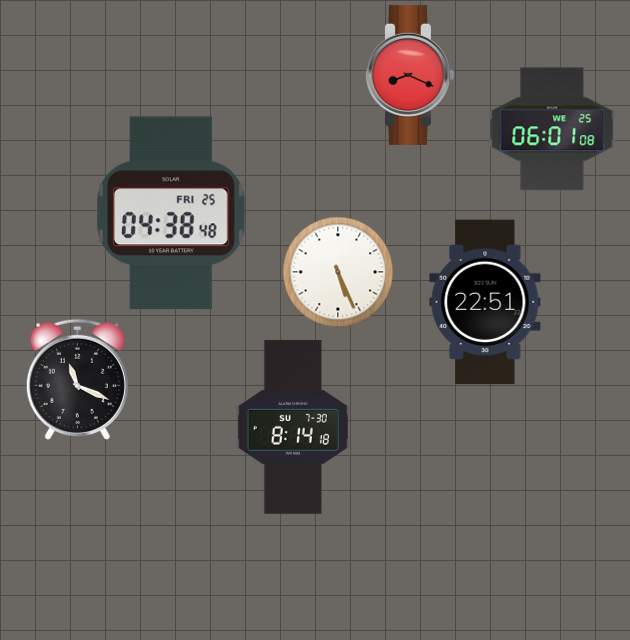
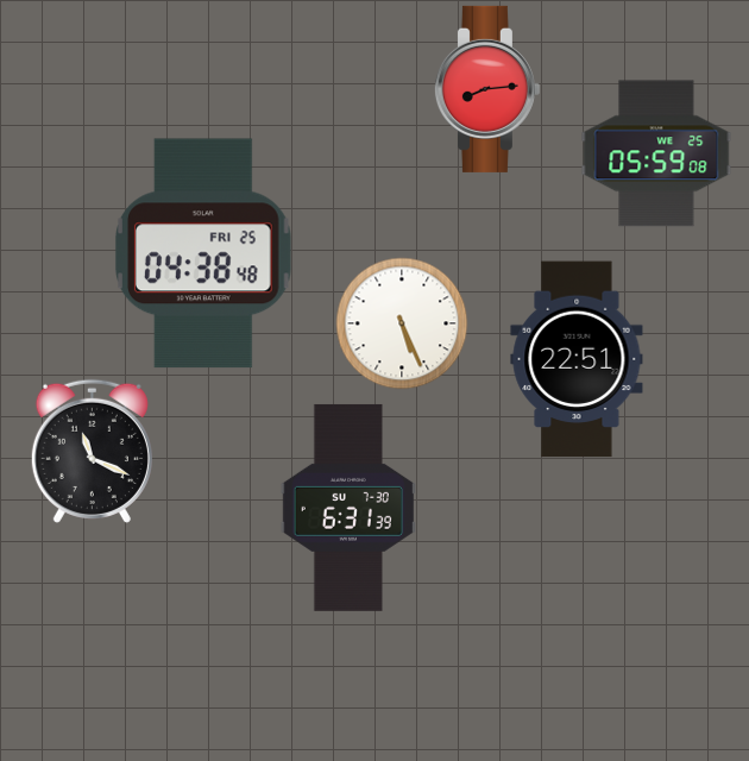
clock at (409, 75): 8:19 -> 8:14
clock at (552, 129): 06:01 -> 05:59
clock at (293, 427): 8:14 -> 6:31
